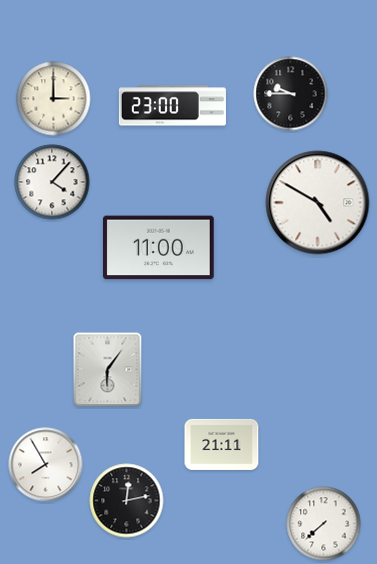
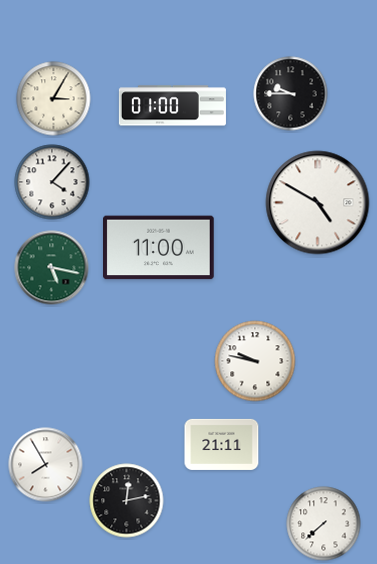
clock at (54, 99): 3:00 -> 3:05
clock at (172, 106): 23:00 -> 01:00
clock at (52, 268): none -> 5:17
clock at (255, 361): none -> 9:47
clock at (108, 370): 6:06 -> none
